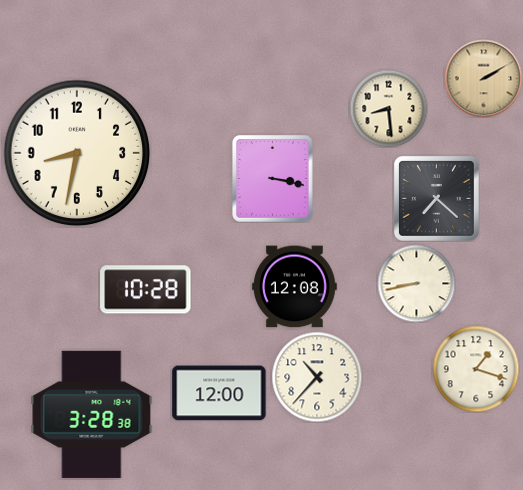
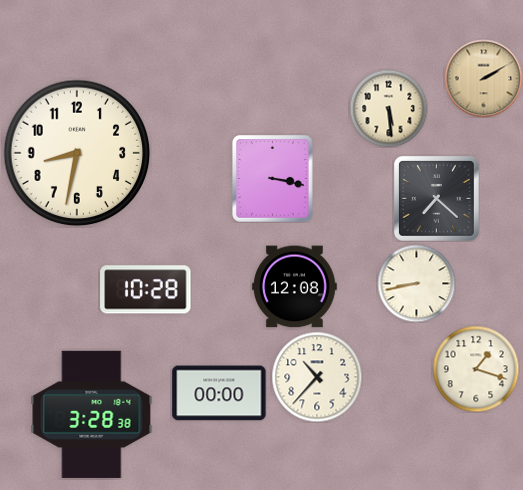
clock at (388, 108): 8:29 -> 5:29
clock at (219, 393): 12:00 -> 00:00
